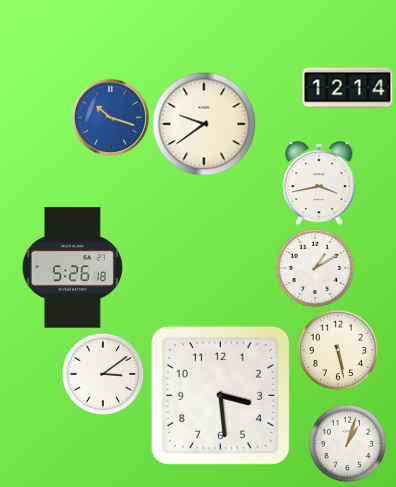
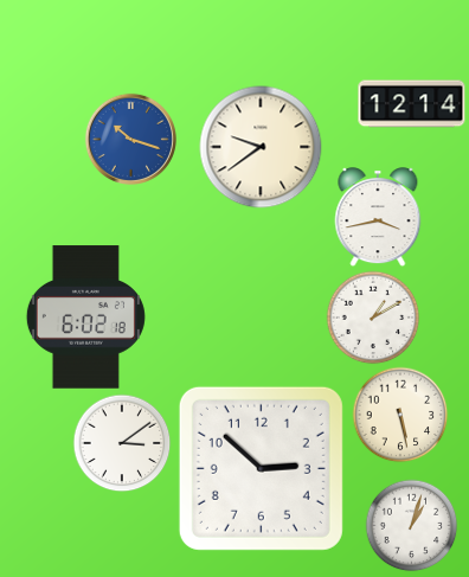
clock at (204, 124) position: (204, 124) -> (261, 147)
clock at (72, 268): 5:26 -> 6:02
clock at (220, 395): 3:29 -> 2:52
